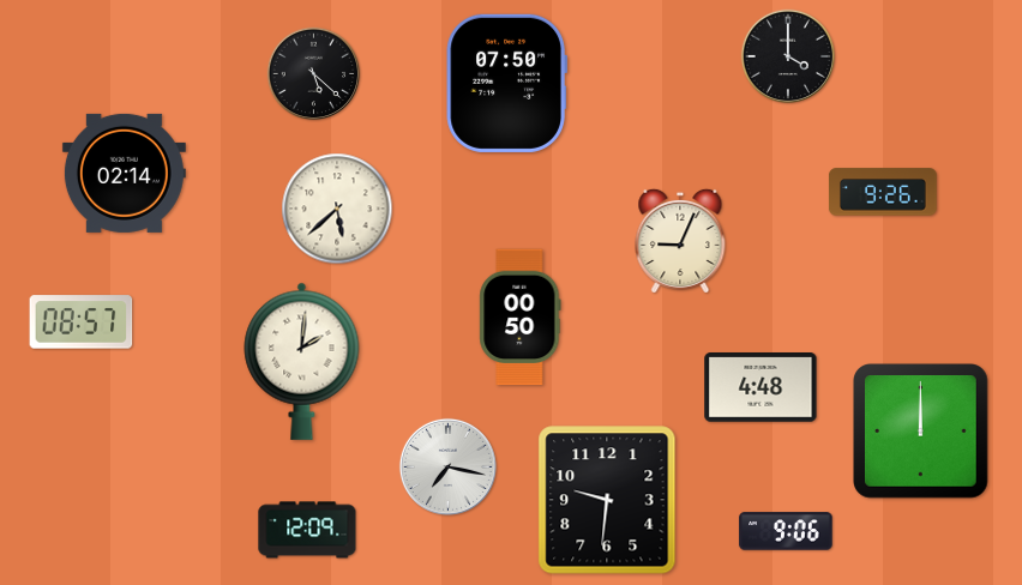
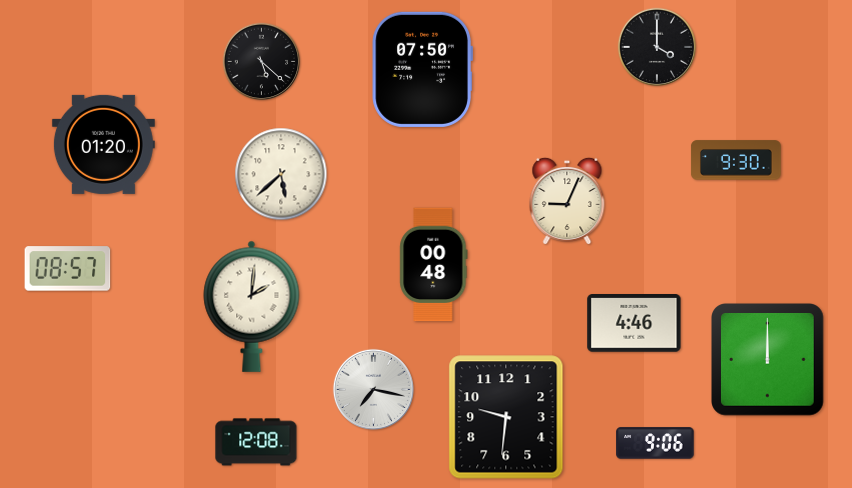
clock at (124, 173): 02:14 -> 01:20
clock at (883, 192): 9:26 -> 9:30
clock at (521, 318): 00:50 -> 00:48
clock at (302, 361) position: (302, 361) -> (252, 306)
clock at (761, 388): 4:48 -> 4:46
clock at (307, 530): 12:09 -> 12:08
